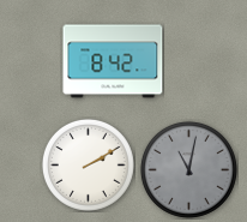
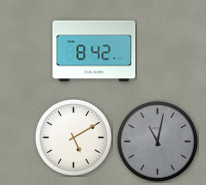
clock at (88, 164): 2:10 -> 5:10
